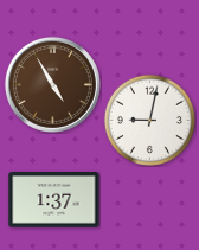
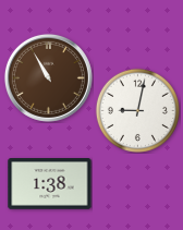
clock at (52, 84): 4:55 -> 10:55
clock at (54, 200): 1:37 -> 1:38
